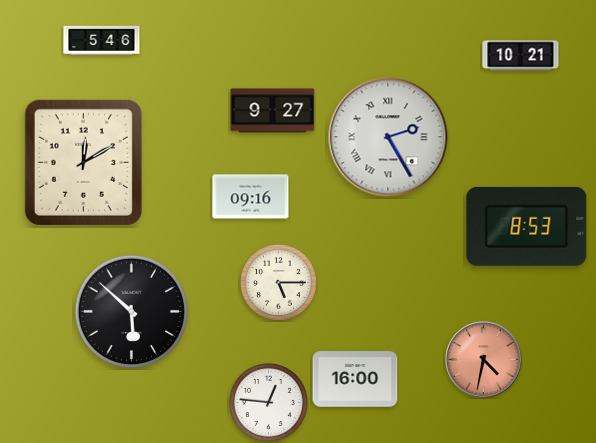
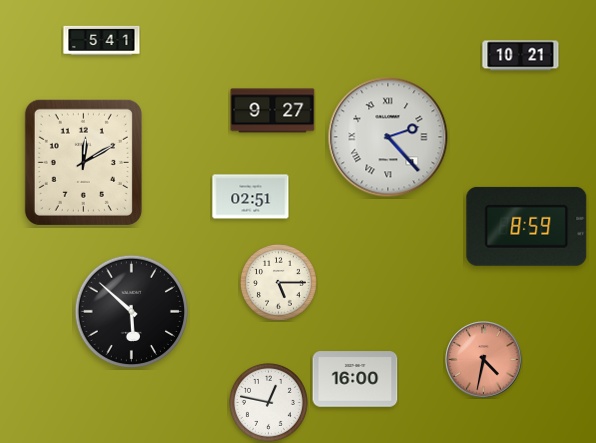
clock at (102, 40): 5:46 -> 5:41
clock at (388, 137): 2:25 -> 2:23
clock at (251, 197): 09:16 -> 02:51
clock at (527, 226): 8:53 -> 8:59
clock at (268, 402): 12:46 -> 12:47
